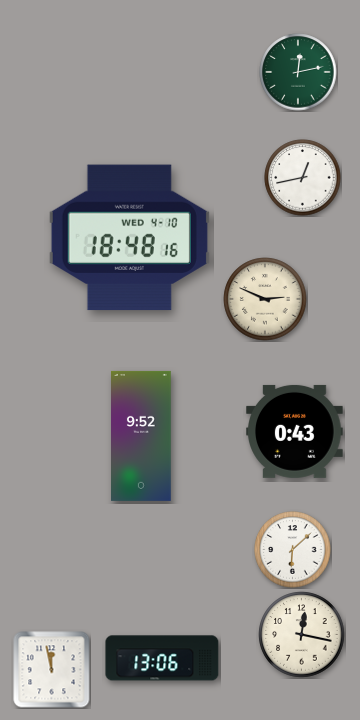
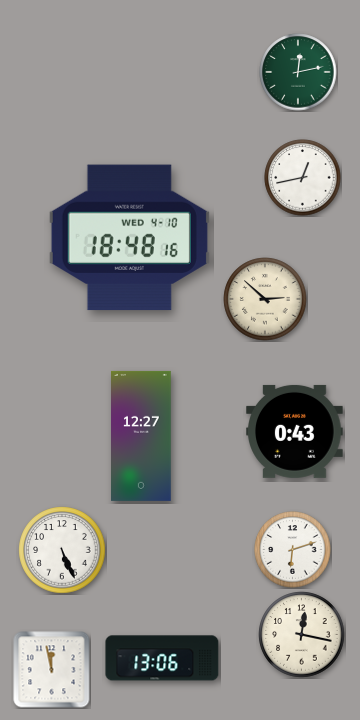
clock at (265, 299): 2:49 -> 2:52
clock at (142, 436): 9:52 -> 12:27
clock at (62, 550): none -> 5:26
clock at (293, 550): 6:08 -> 6:12
